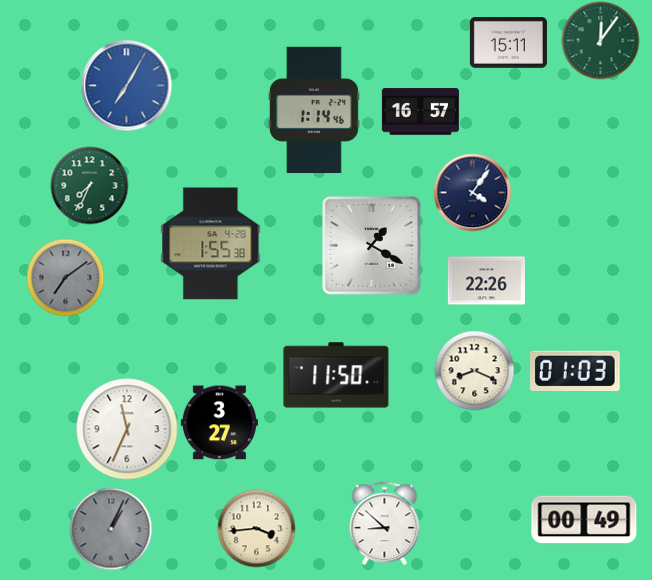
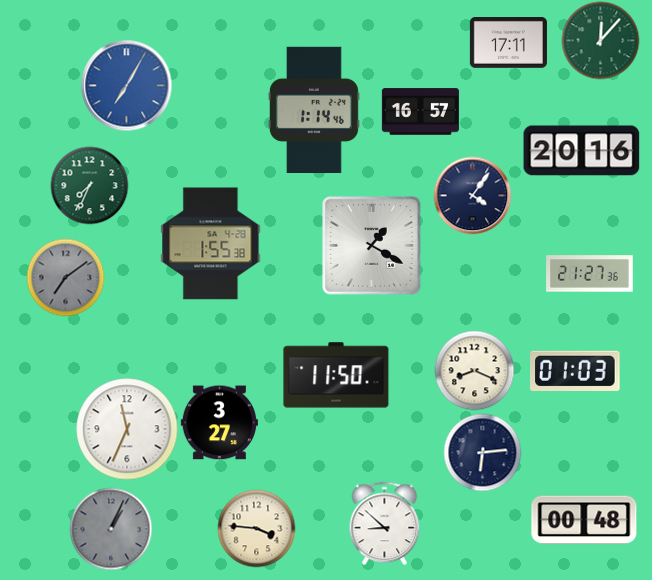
clock at (600, 40): 12:06 -> 12:07
clock at (508, 43): 15:11 -> 17:11
clock at (582, 151): none -> 20:16
clock at (472, 192) position: (472, 192) -> (472, 195)
clock at (590, 274): none -> 21:27
clock at (486, 281): 22:26 -> none
clock at (482, 452): none -> 6:14
clock at (584, 520): 00:49 -> 00:48
clock at (256, 528): 3:44 -> 3:46
